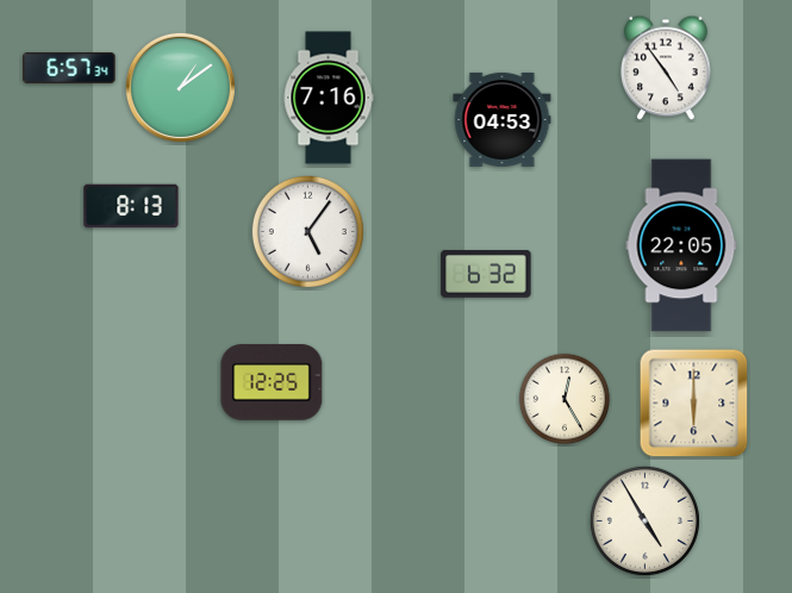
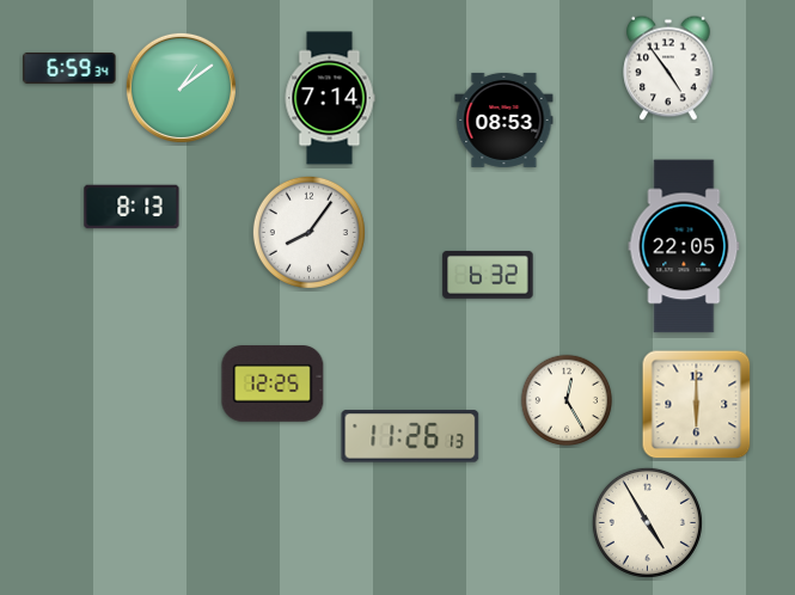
clock at (69, 68): 6:57 -> 6:59
clock at (329, 98): 7:16 -> 7:14
clock at (503, 119): 04:53 -> 08:53
clock at (307, 231): 5:06 -> 8:06
clock at (410, 436): none -> 11:26
